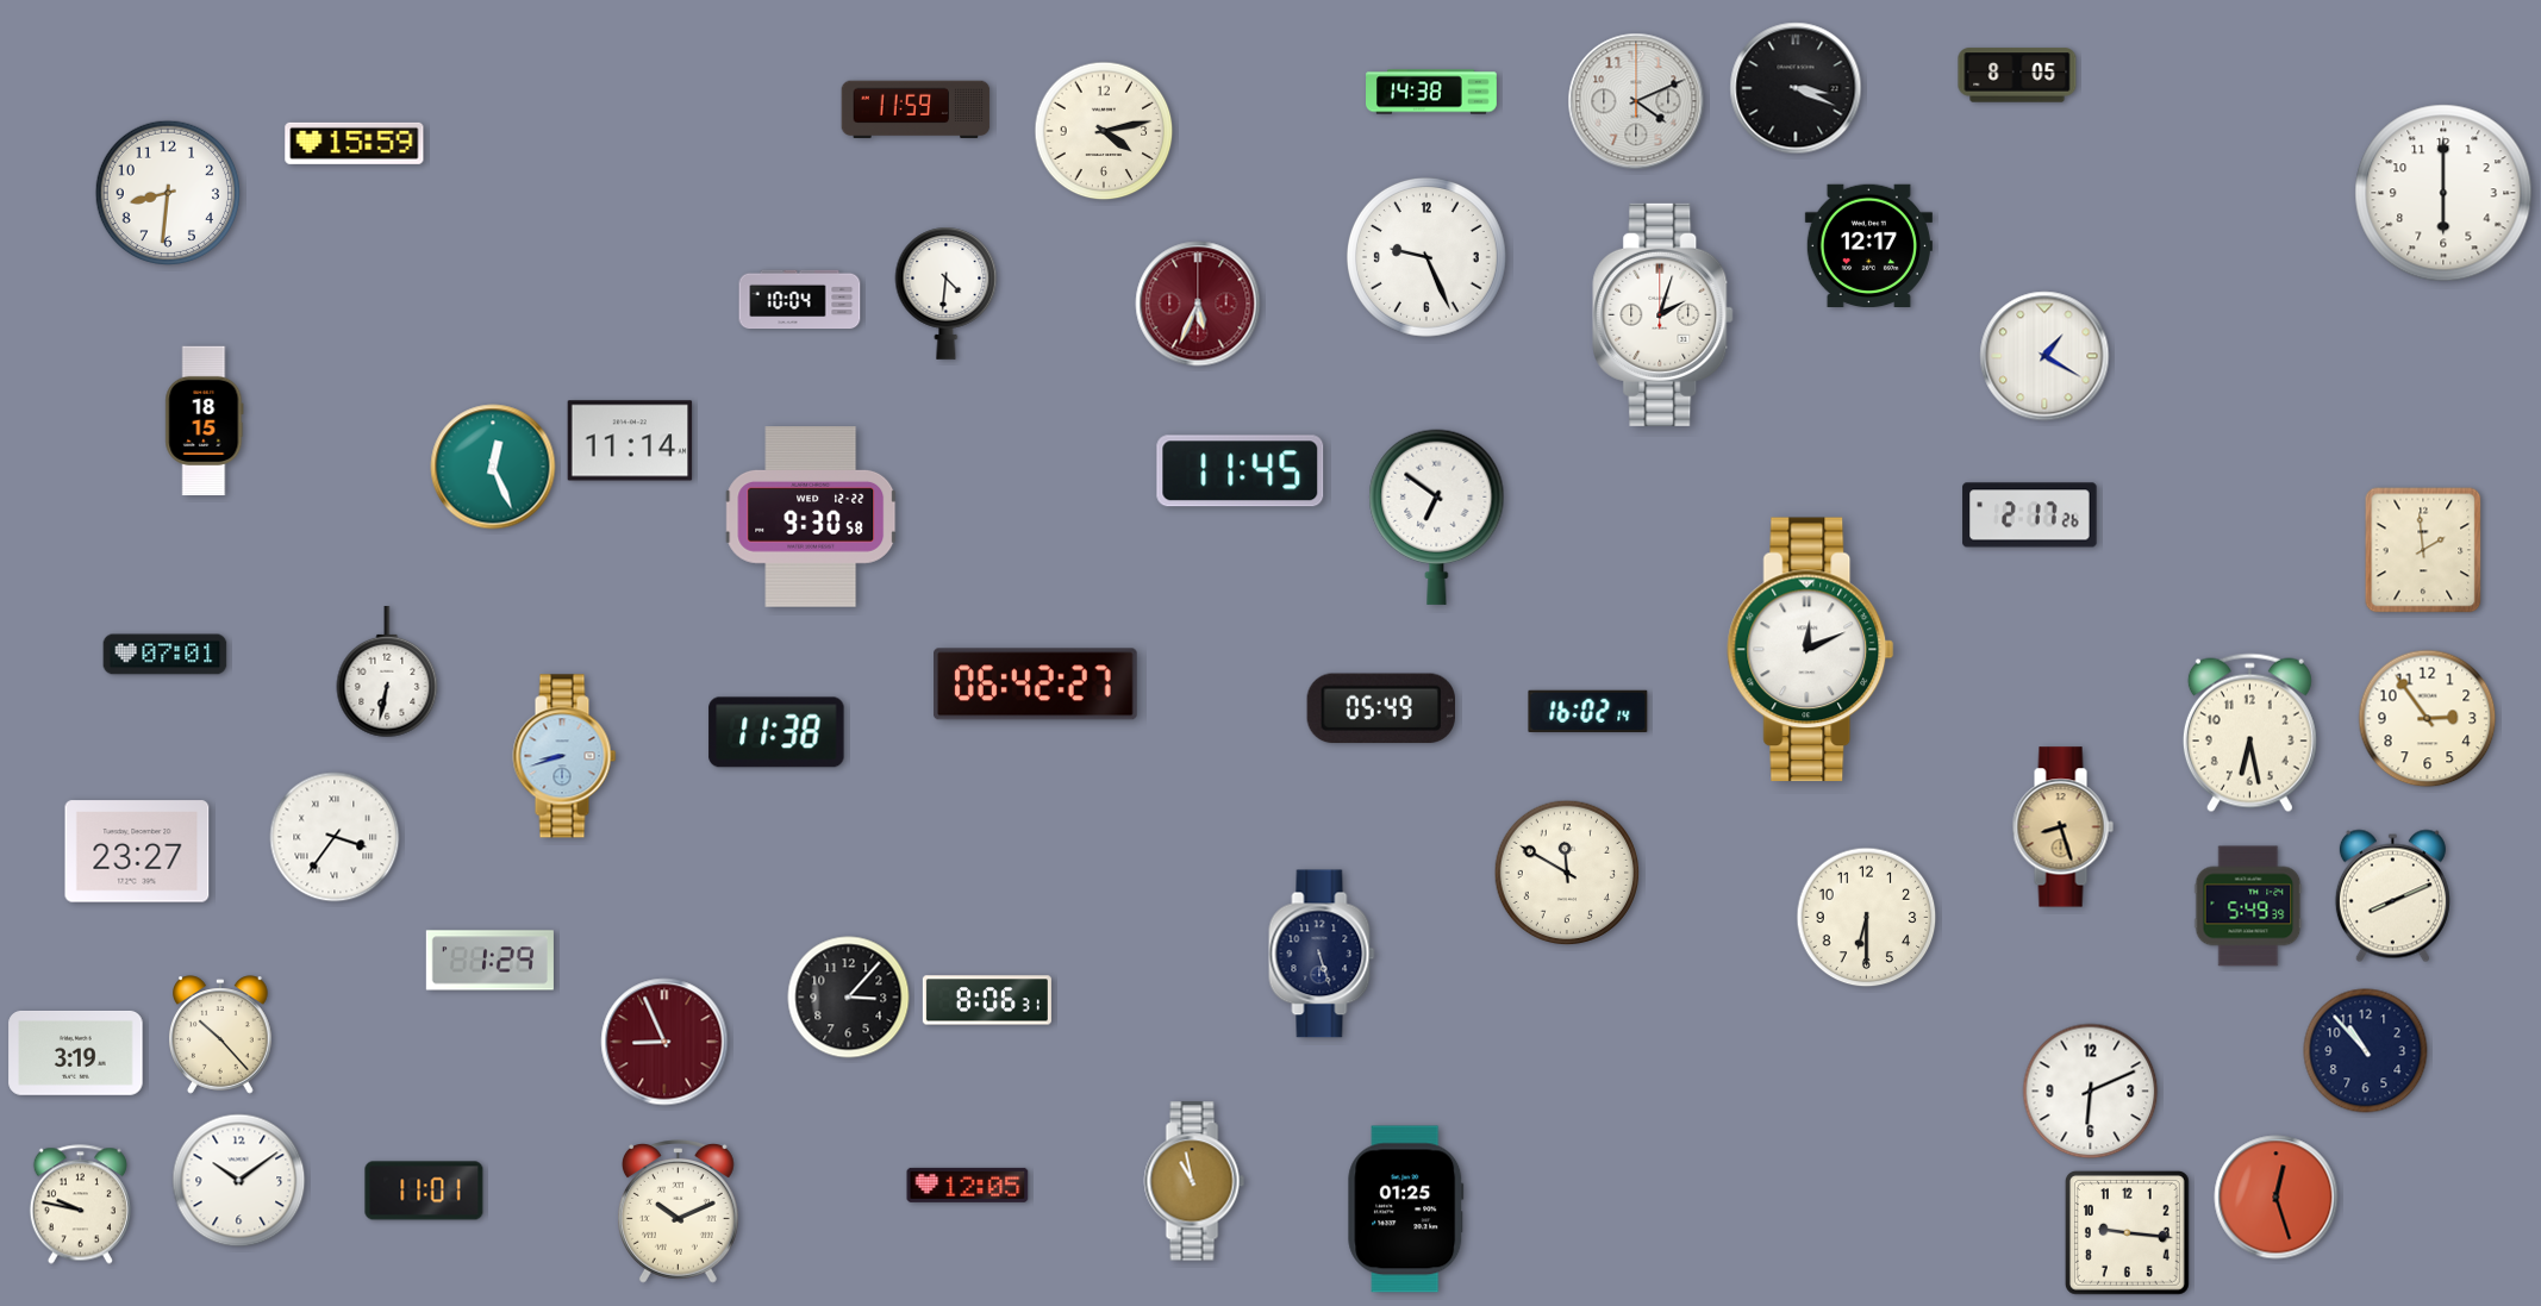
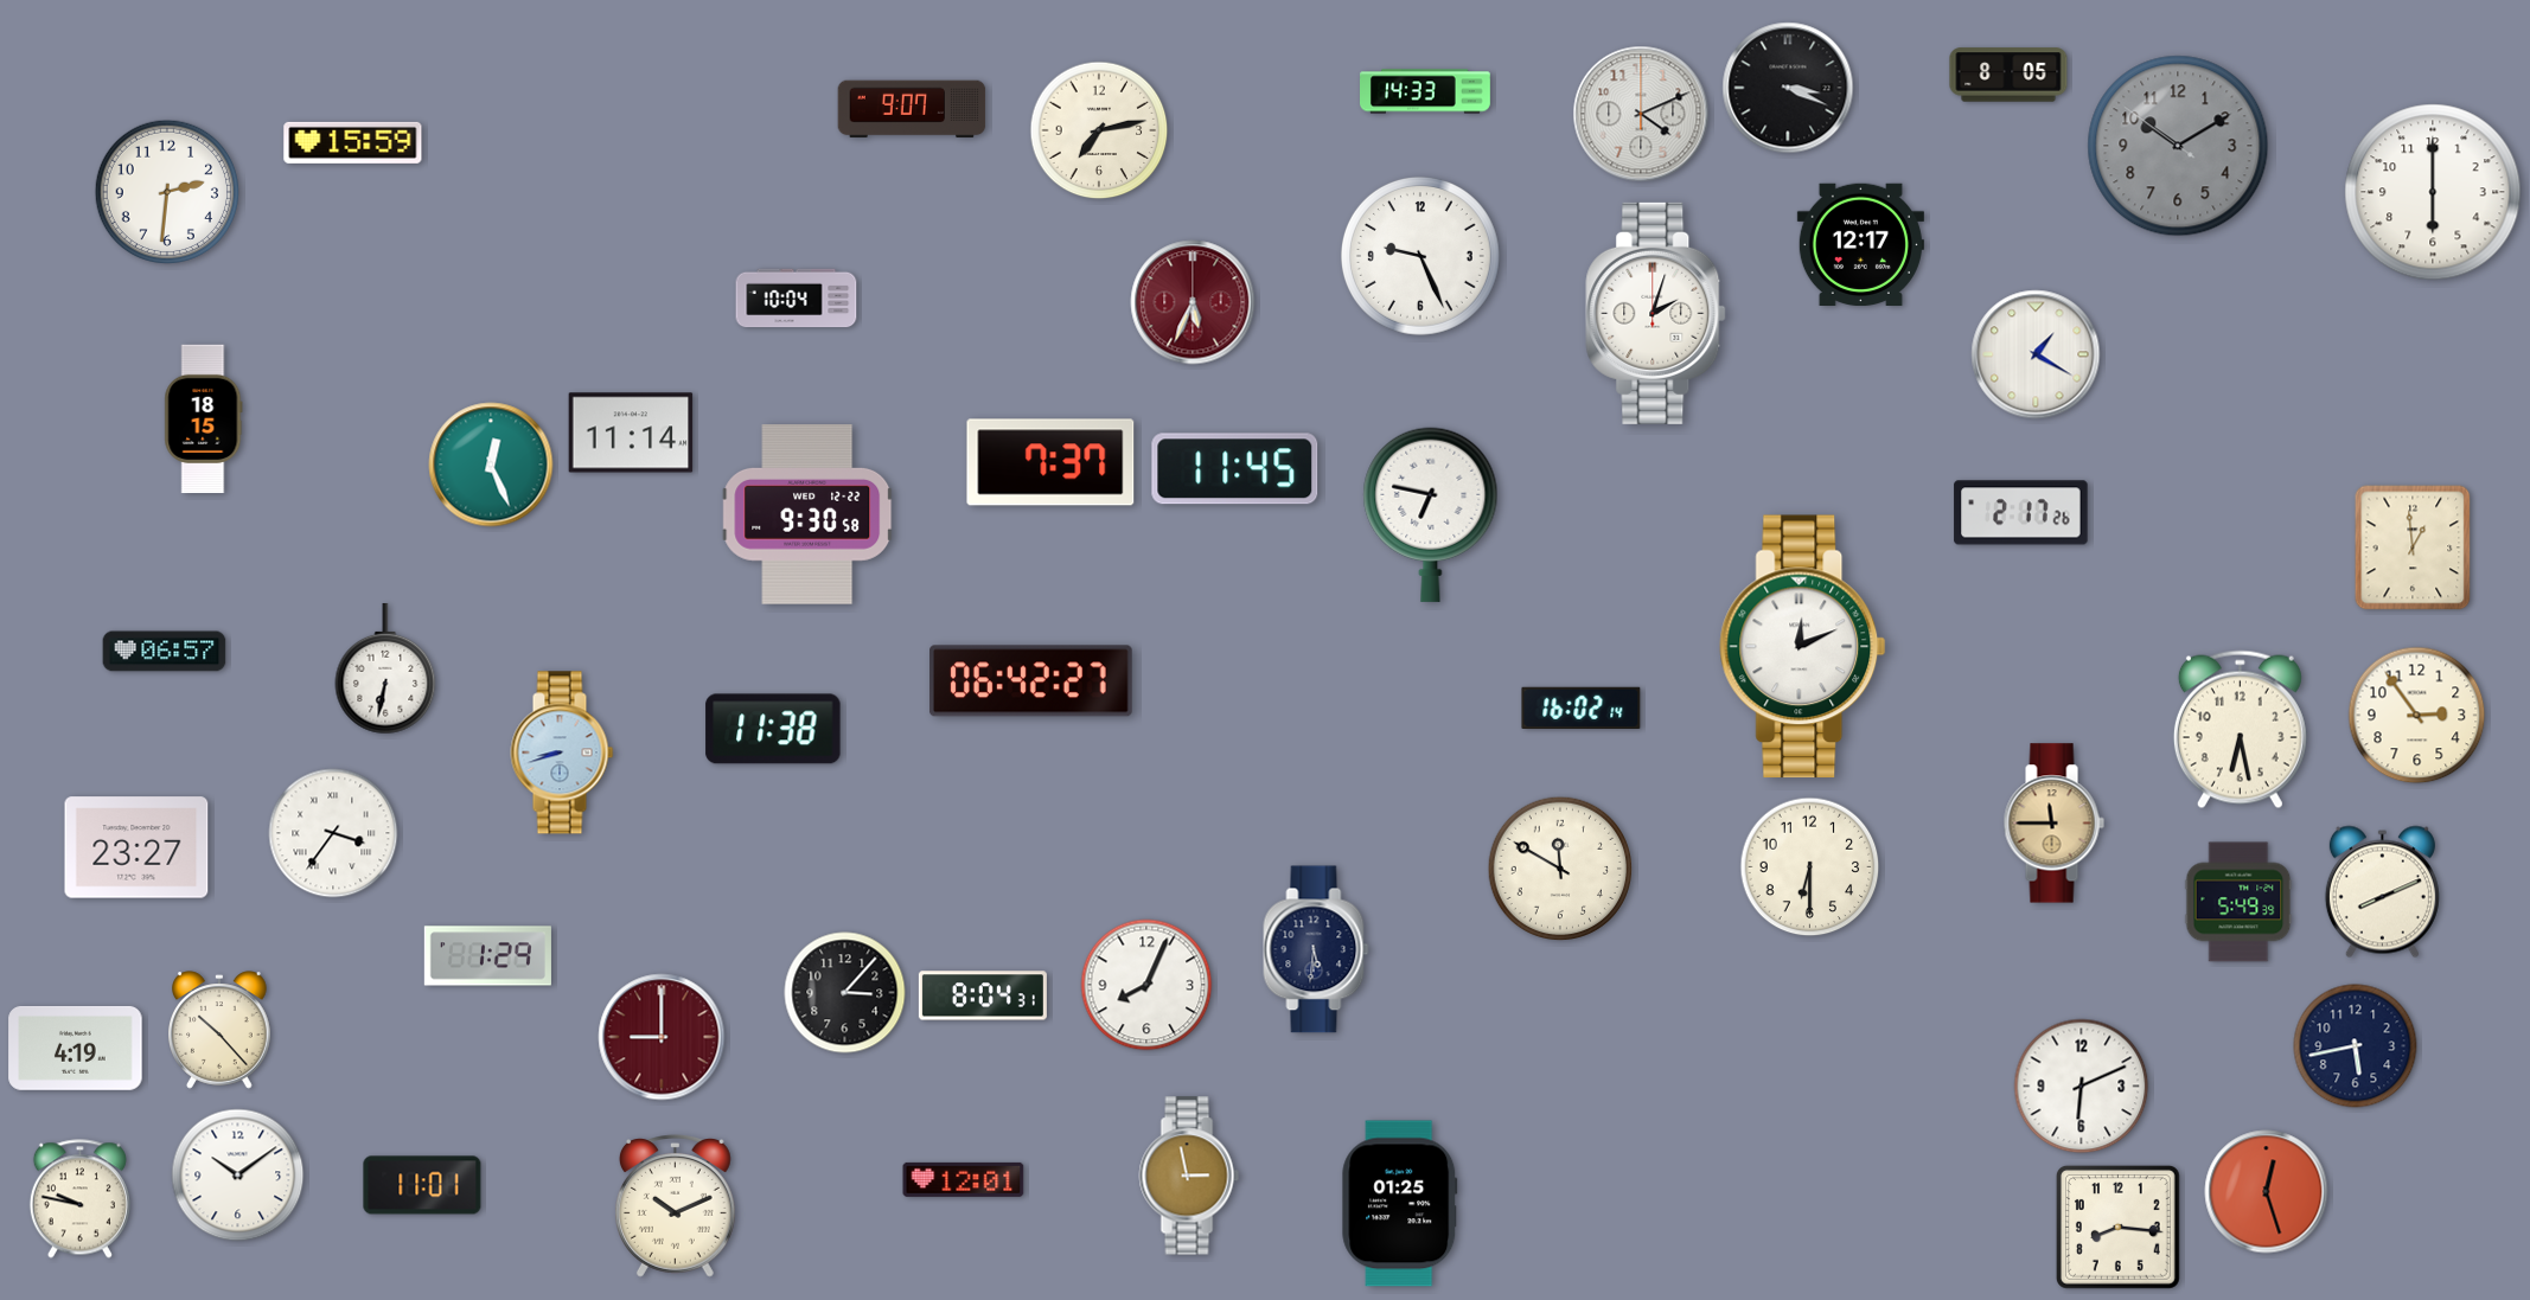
clock at (1432, 92): 14:38 -> 14:33
clock at (1636, 101) position: (1636, 101) -> (1641, 114)
clock at (916, 110): 11:59 -> 9:07
clock at (1104, 131): 4:13 -> 7:13
clock at (2178, 146): none -> 10:09
clock at (167, 192): 8:31 -> 2:31
clock at (947, 293): 4:31 -> none
clock at (630, 440) position: (630, 440) -> (631, 433)
clock at (1050, 462): none -> 7:37
clock at (1437, 517): 6:51 -> 6:47
clock at (2423, 550): 1:59 -> 12:59
clock at (166, 655): 07:01 -> 06:57
clock at (1380, 708): 05:49 -> none
clock at (2062, 827): 8:27 -> 11:45
clock at (1867, 918) position: (1867, 918) -> (1810, 867)
clock at (1322, 954): 5:27 -> 5:31
clock at (1146, 985): none -> 8:04
clock at (987, 1000): 8:06 -> 8:04
clock at (664, 1042): 8:56 -> 9:00
clock at (2366, 1051): 10:53 -> 5:43
clock at (76, 1052): 3:19 -> 4:19
clock at (1194, 1181): 10:58 -> 2:58
clock at (968, 1185): 12:05 -> 12:01
clock at (2127, 1232): 9:16 -> 8:16
